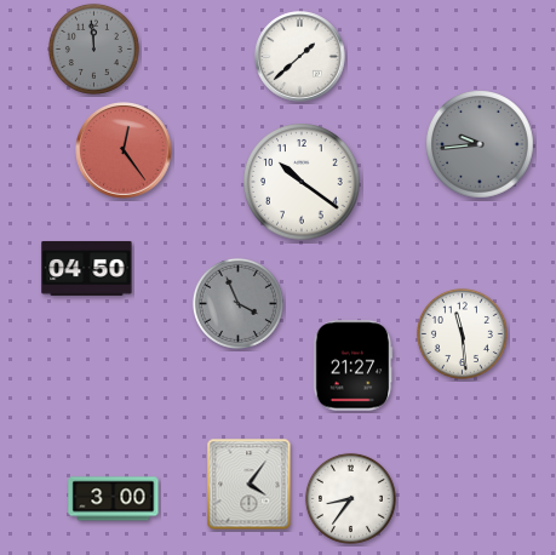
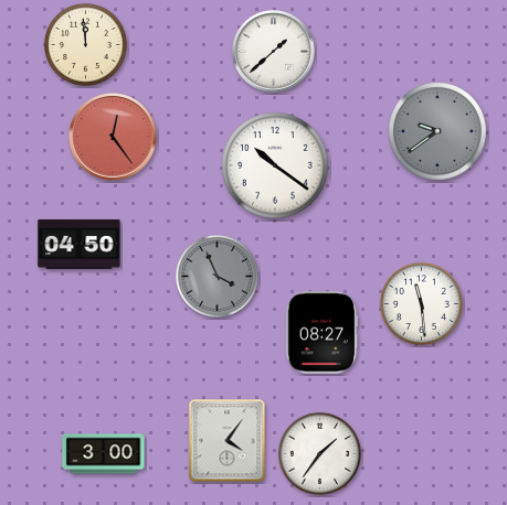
clock at (93, 48) dial: grey -> cream
clock at (481, 145): 9:44 -> 9:39
clock at (354, 366): 21:27 -> 08:27
clock at (350, 498): 8:36 -> 1:36
